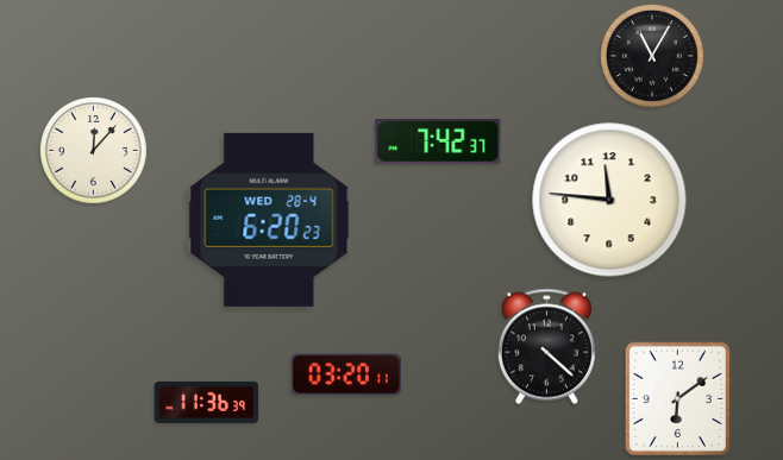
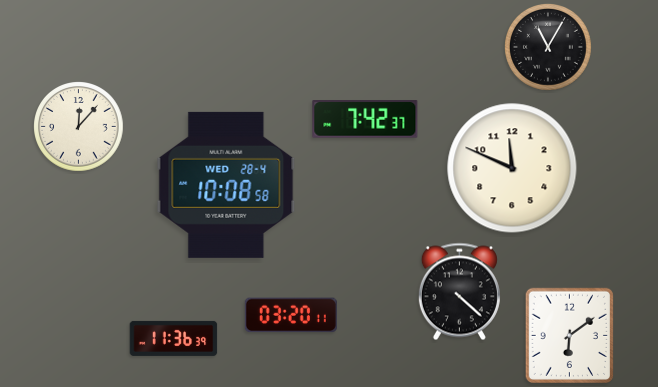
clock at (438, 141) position: (438, 141) -> (365, 119)
clock at (609, 200): 11:46 -> 11:49
clock at (269, 220): 6:20 -> 10:08
